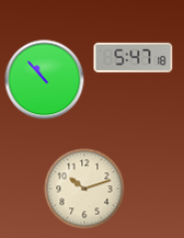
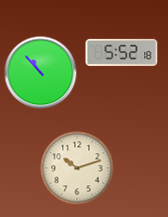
clock at (134, 57): 5:47 -> 5:52
clock at (84, 189) position: (84, 189) -> (77, 168)
